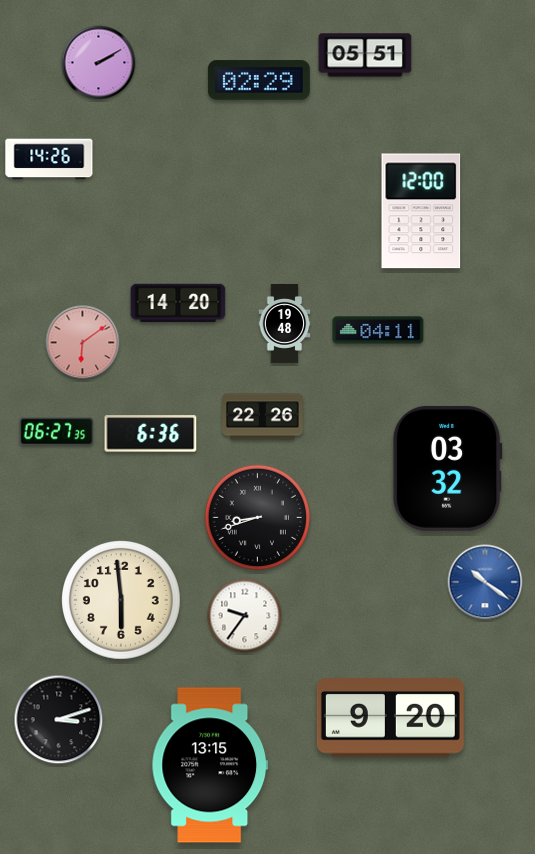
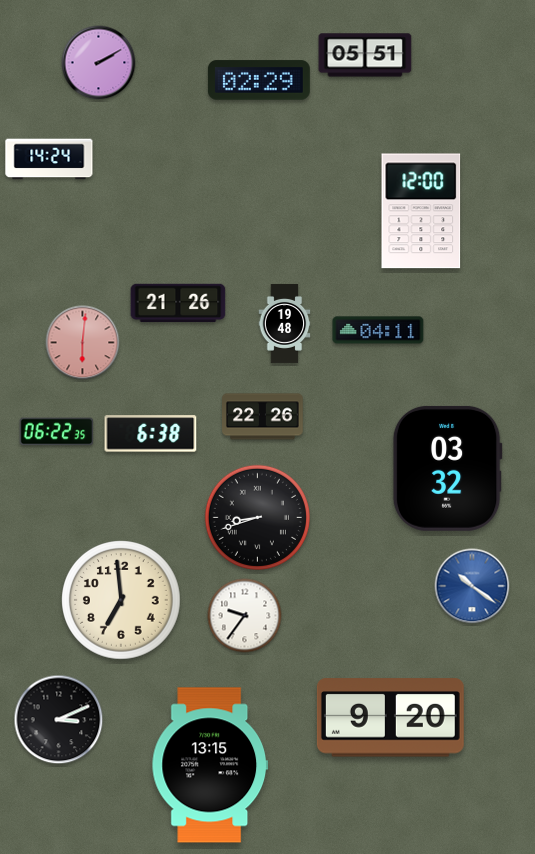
clock at (49, 159): 14:26 -> 14:24
clock at (178, 303): 14:20 -> 21:26
clock at (83, 343): 6:09 -> 6:01
clock at (57, 432): 06:27 -> 06:22
clock at (151, 434): 6:36 -> 6:38
clock at (485, 582) position: (485, 582) -> (472, 586)
clock at (122, 601): 5:59 -> 6:59
clock at (59, 720): 3:12 -> 3:11
